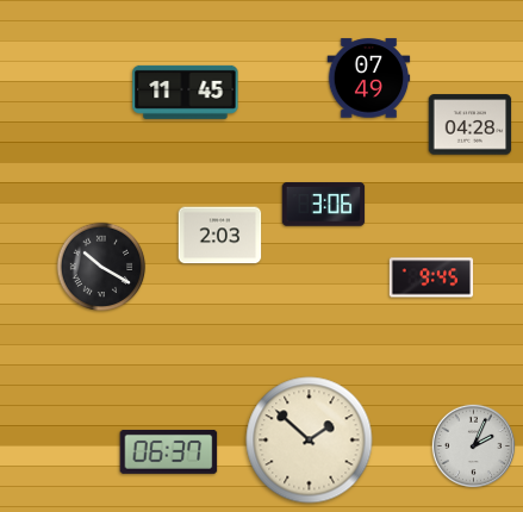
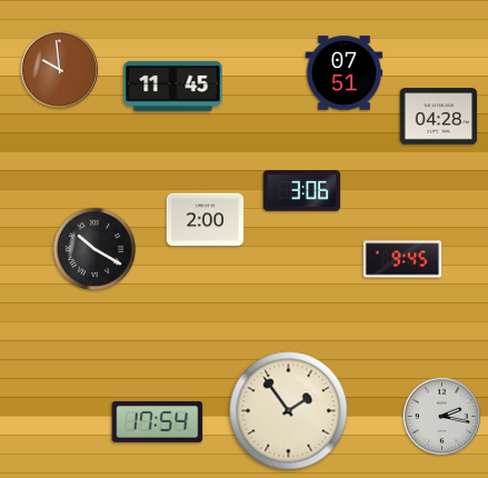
clock at (60, 70): none -> 9:59
clock at (369, 79): 07:49 -> 07:51
clock at (220, 236): 2:03 -> 2:00
clock at (310, 441): 1:52 -> 1:54
clock at (474, 447): 2:04 -> 2:17
clock at (169, 451): 06:37 -> 17:54
